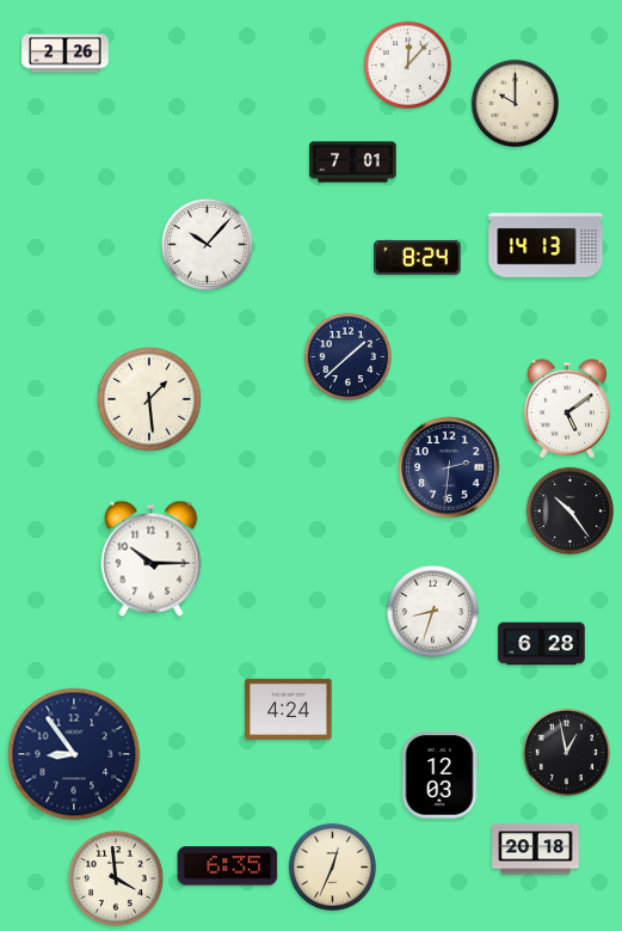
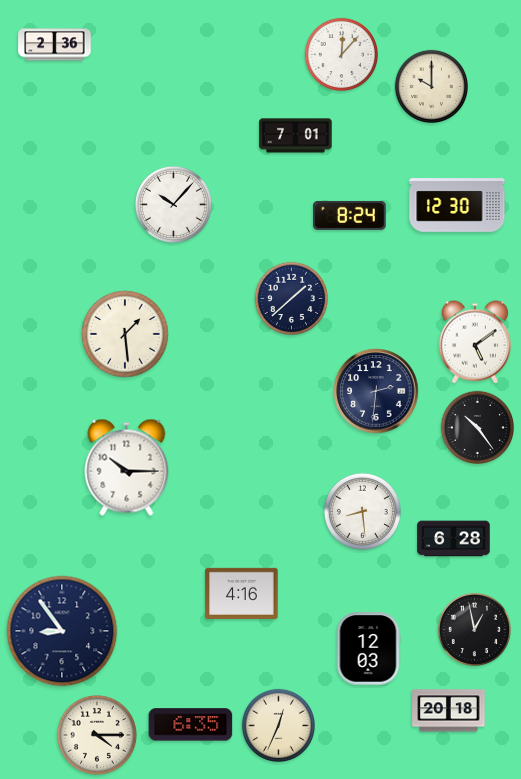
clock at (66, 54): 2:26 -> 2:36
clock at (546, 245): 14:13 -> 12:30
clock at (432, 611): 8:33 -> 8:29
clock at (289, 709): 4:24 -> 4:16
clock at (116, 878): 3:59 -> 4:15
